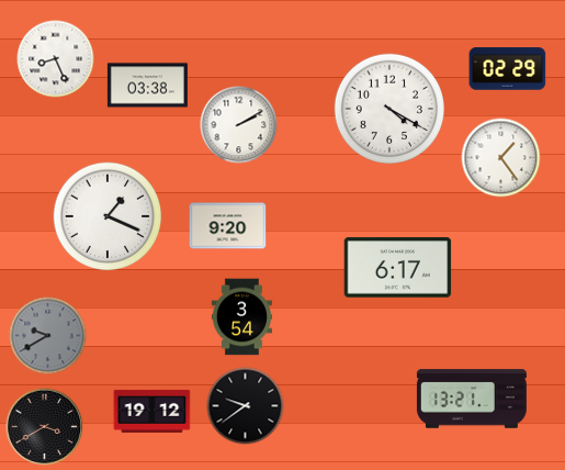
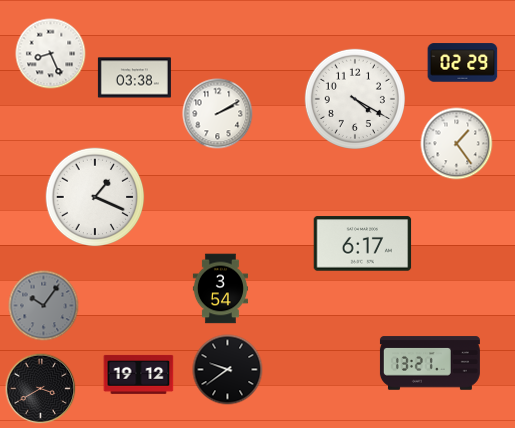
clock at (108, 216) position: (108, 216) -> (95, 197)
clock at (228, 226): 9:20 -> none
clock at (48, 336): 9:40 -> 10:06
clock at (246, 406) position: (246, 406) -> (228, 370)
